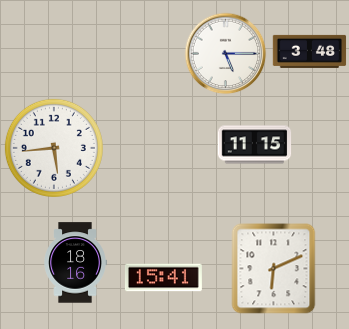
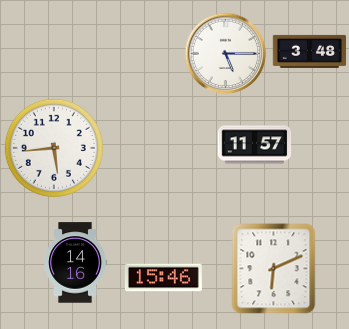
clock at (255, 145): 11:15 -> 11:57
clock at (75, 263): 18:16 -> 14:16
clock at (163, 278): 15:41 -> 15:46
